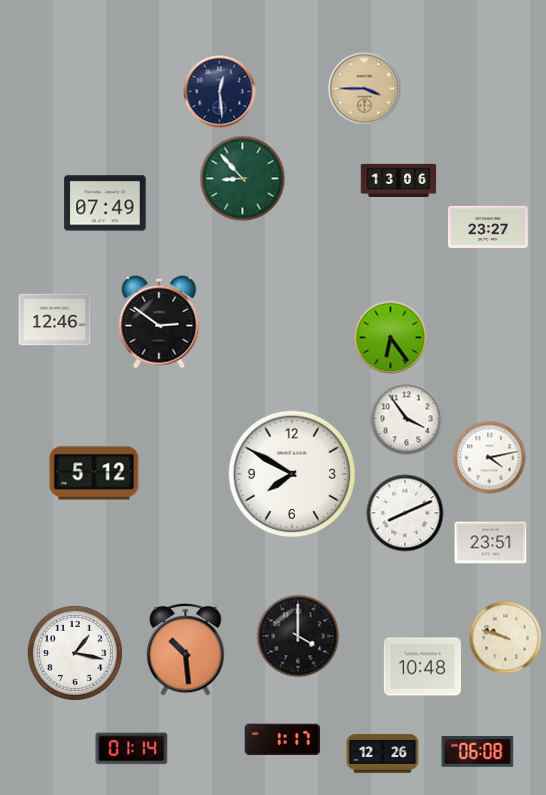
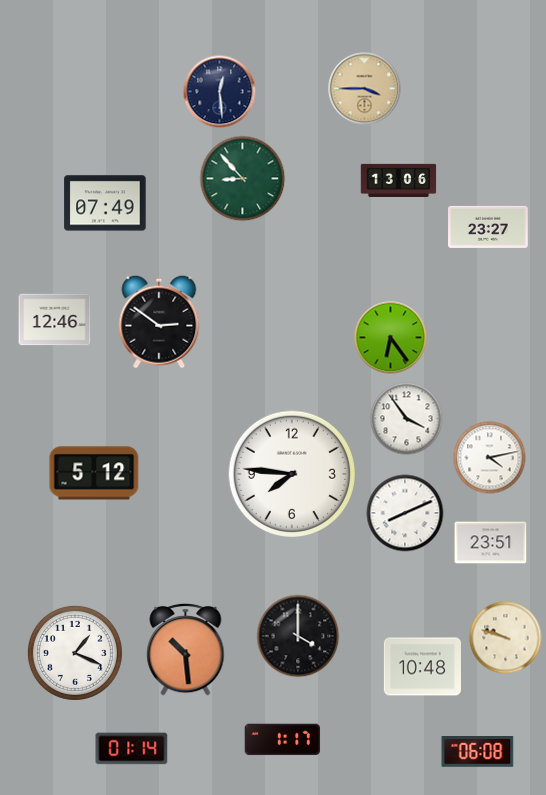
clock at (291, 473): 7:50 -> 7:46
clock at (75, 653): 1:17 -> 1:19
clock at (383, 754): 12:26 -> none
